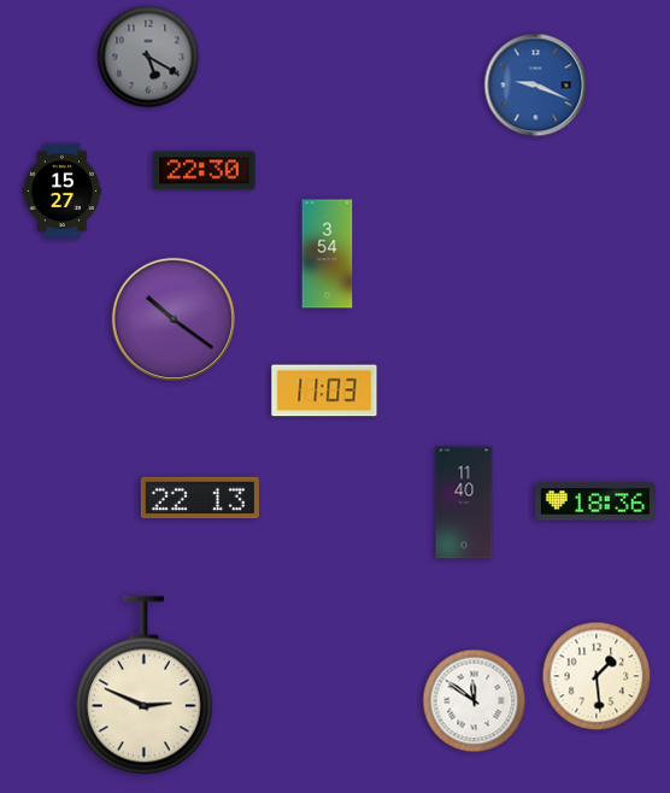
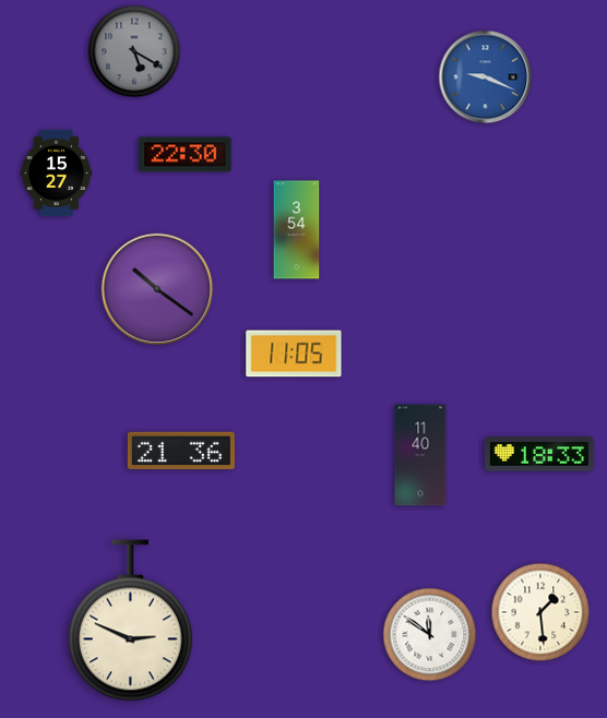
clock at (324, 390): 11:03 -> 11:05
clock at (200, 498): 22:13 -> 21:36
clock at (595, 501): 18:36 -> 18:33
